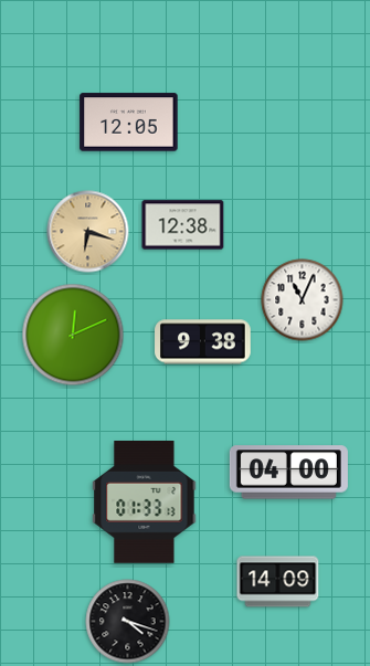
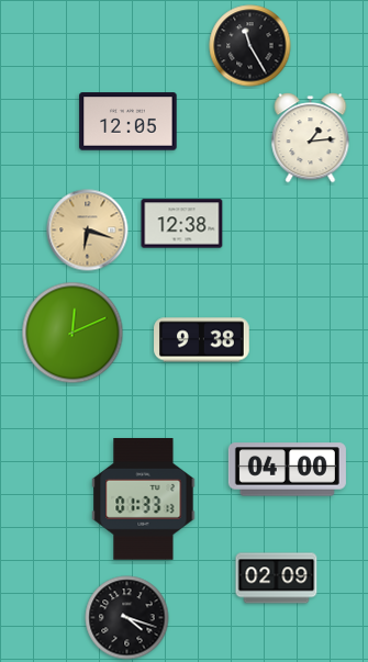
clock at (250, 46): none -> 11:25
clock at (311, 138): none -> 1:14
clock at (303, 300): 11:04 -> none
clock at (278, 582): 14:09 -> 02:09
